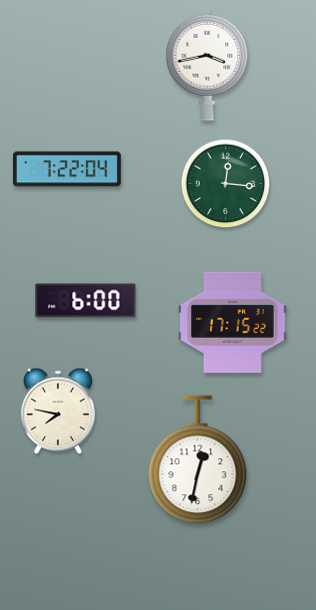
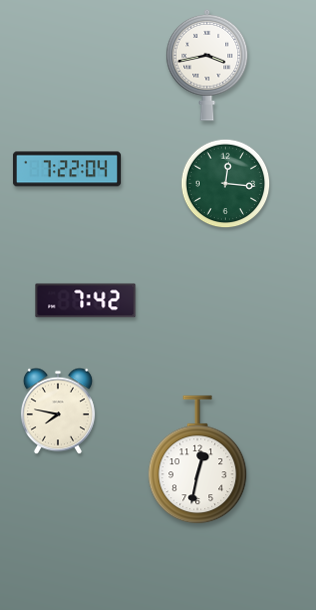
clock at (86, 301): 6:00 -> 7:42
clock at (233, 322): 17:15 -> none
